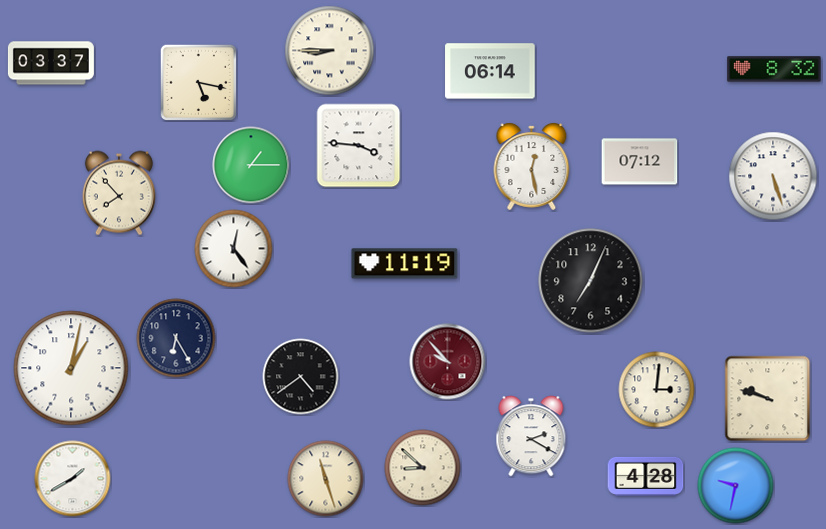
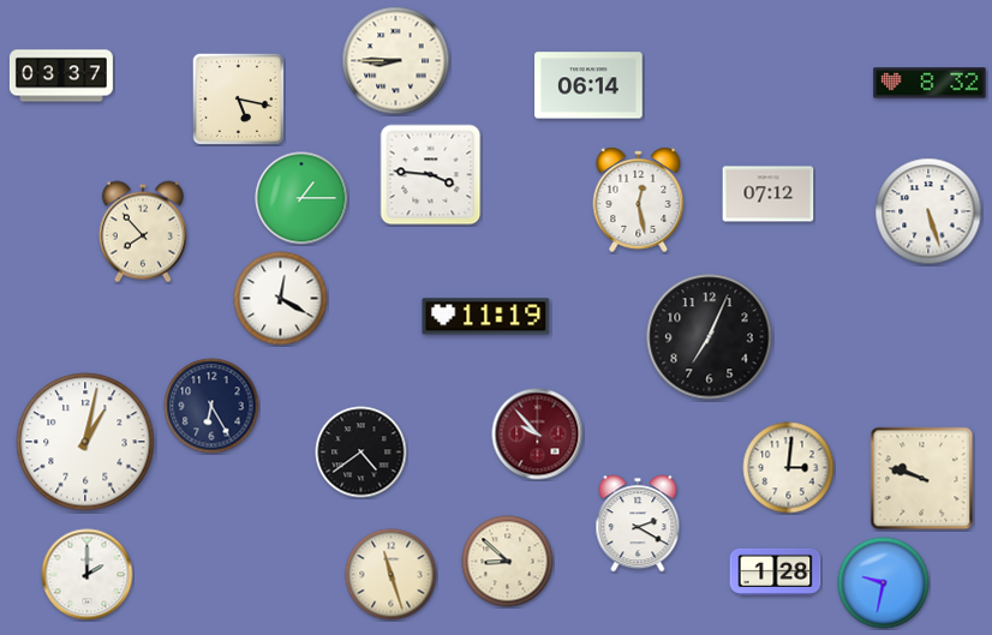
clock at (234, 249): 12:24 -> 12:20
clock at (646, 476): 4:28 -> 1:28
clock at (73, 479): 1:40 -> 2:00
